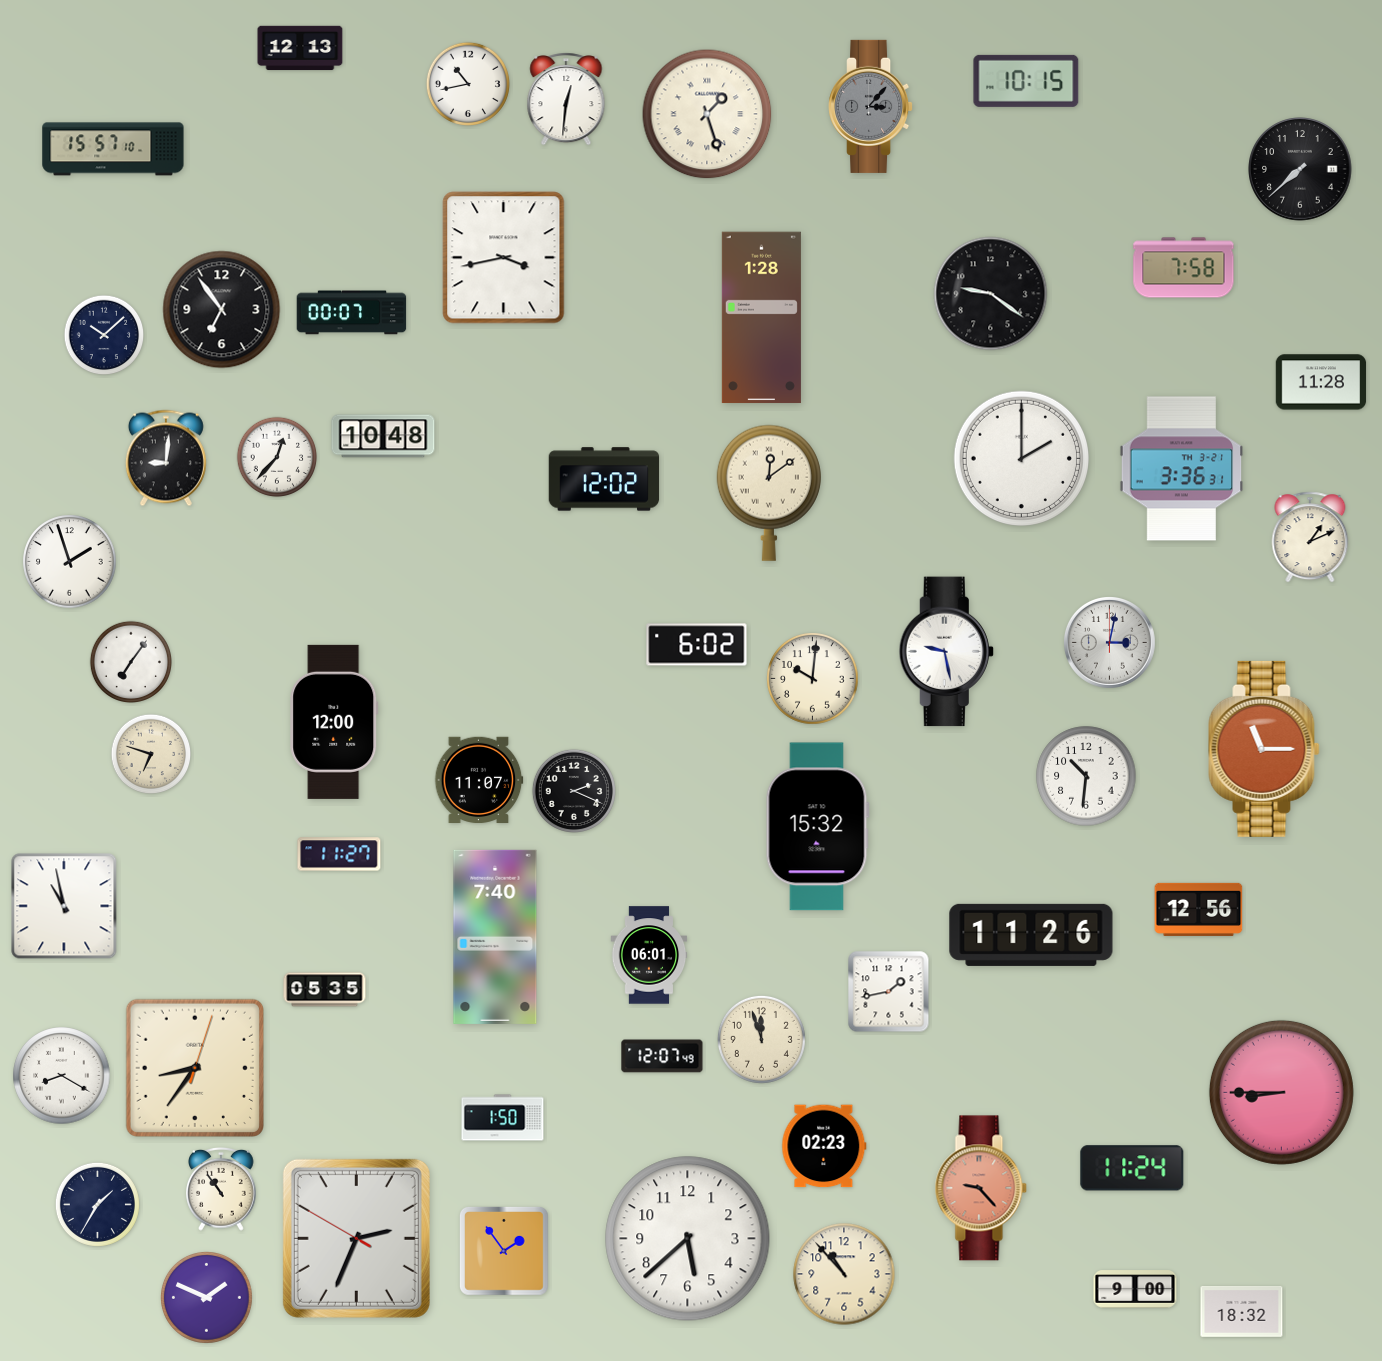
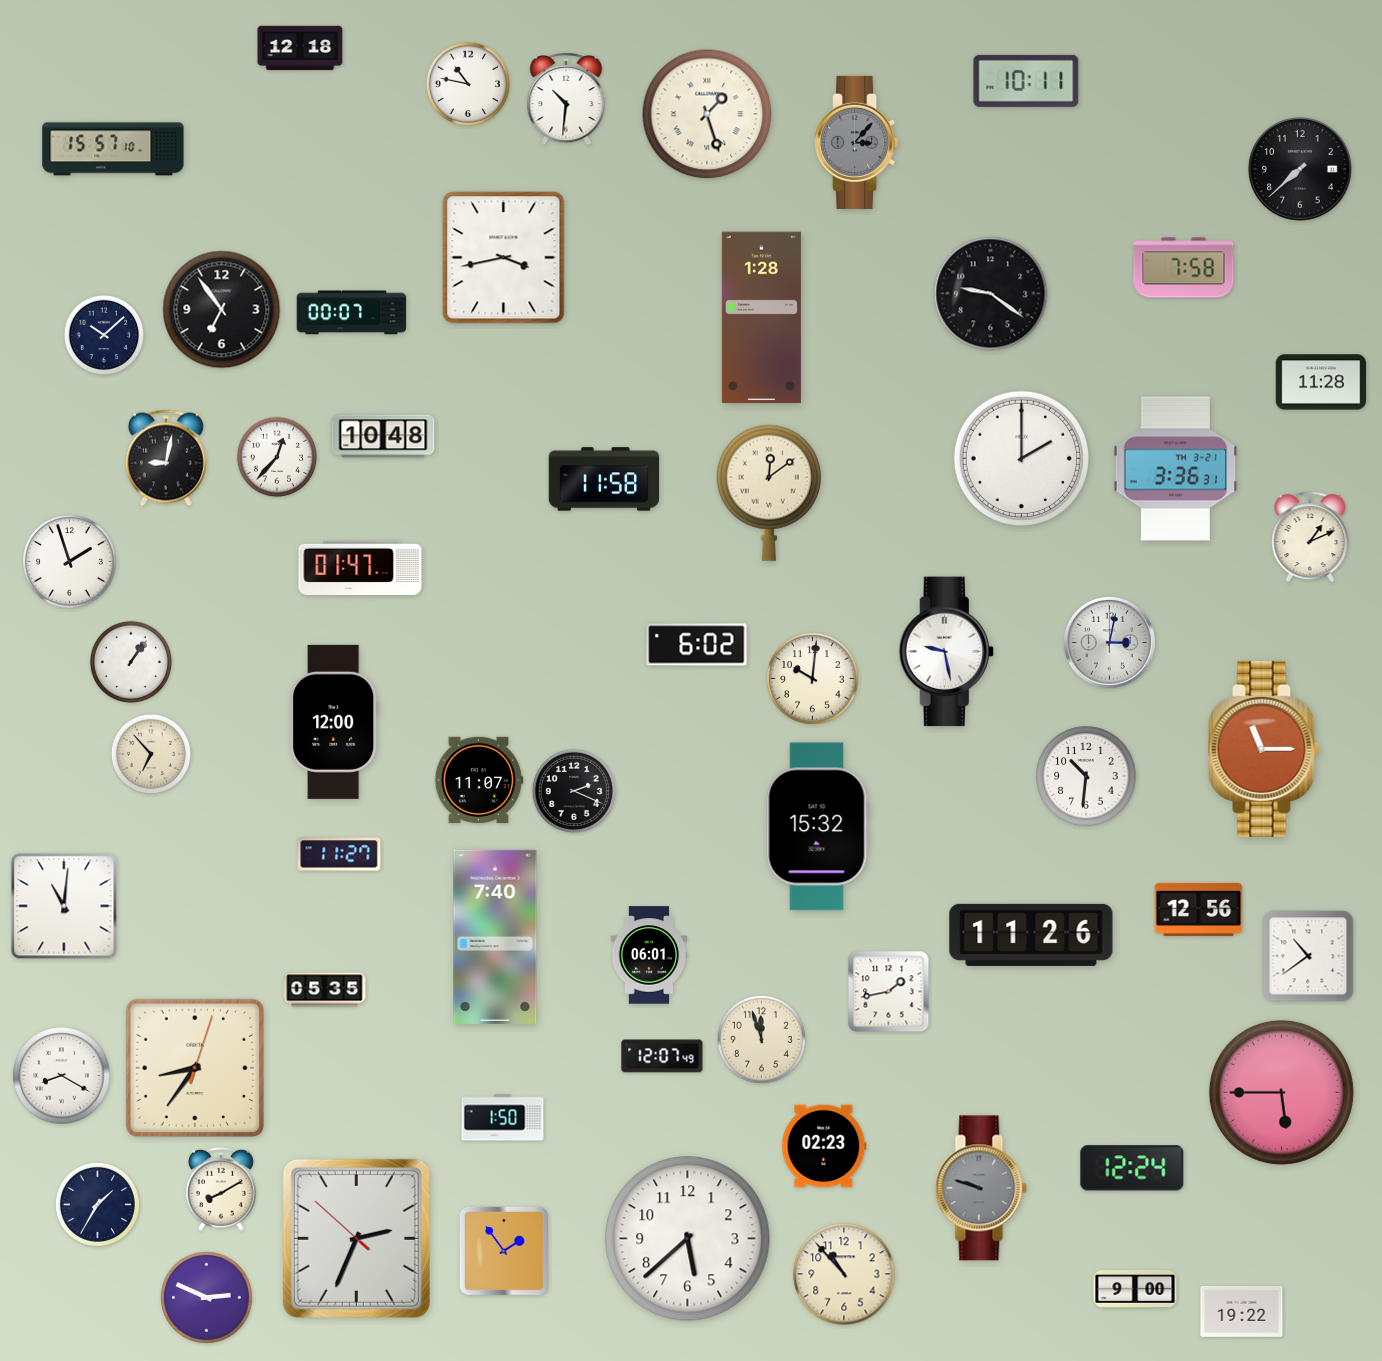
clock at (300, 48): 12:13 -> 12:18
clock at (1026, 81): 10:15 -> 10:11
clock at (468, 84): 10:43 -> 10:47
clock at (566, 100): 12:31 -> 10:31
clock at (871, 106) position: (871, 106) -> (857, 142)
clock at (166, 458): 9:01 -> 9:02
clock at (1182, 469) position: (1182, 469) -> (1176, 469)
clock at (604, 479): 12:02 -> 11:58
clock at (360, 568): none -> 01:47
clock at (130, 661): 7:06 -> 1:06
clock at (151, 754): 6:48 -> 6:53
clock at (64, 906): 10:58 -> 11:01
clock at (1308, 956): none -> 10:39
clock at (1281, 1092): 8:45 -> 5:45
clock at (1132, 1168): 11:24 -> 12:24
clock at (981, 1188): 9:23 -> 9:48
clock at (981, 1188) dial: salmon -> grey
clock at (221, 1189): 10:54 -> 8:10
clock at (356, 1238): 2:33:50 -> 2:33:52
clock at (207, 1298): 1:49 -> 2:49
clock at (1242, 1311): 18:32 -> 19:22
